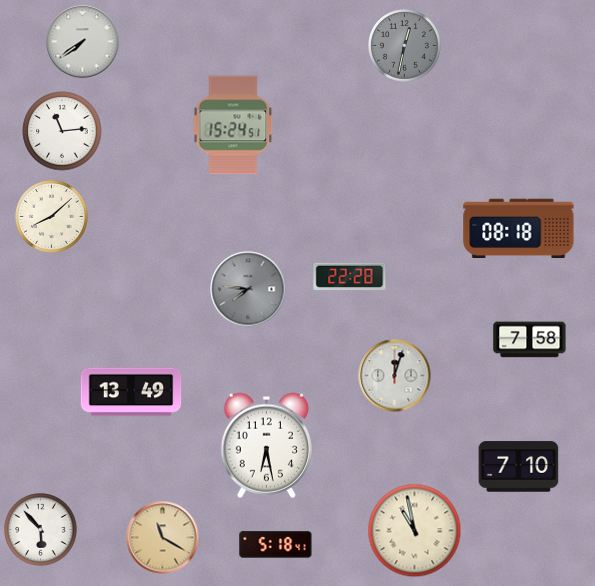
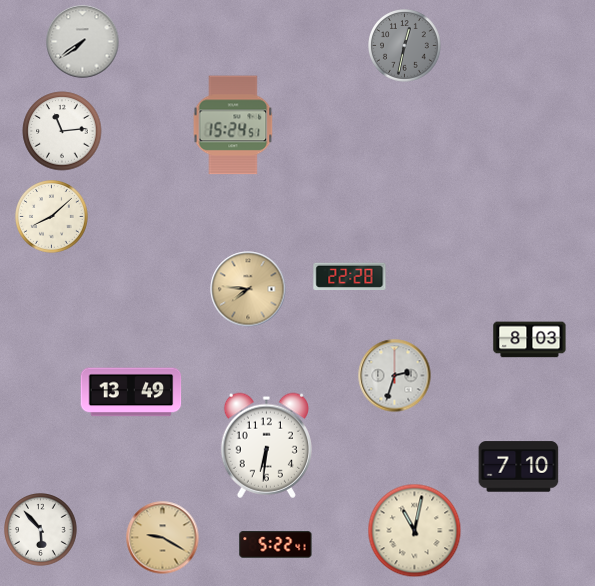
clock at (519, 229): 08:18 -> none
clock at (248, 289) dial: grey -> champagne
clock at (530, 340): 7:58 -> 8:03
clock at (395, 376): 12:03 -> 2:33
clock at (266, 445): 6:28 -> 6:31
clock at (415, 531): 10:58 -> 11:02
clock at (163, 538): 11:20 -> 9:20
clock at (276, 545): 5:18 -> 5:22
